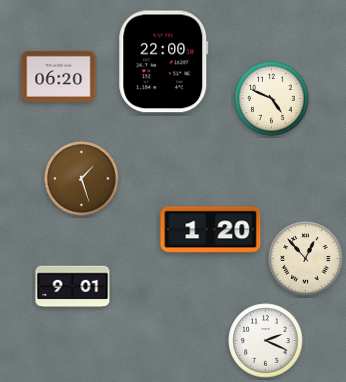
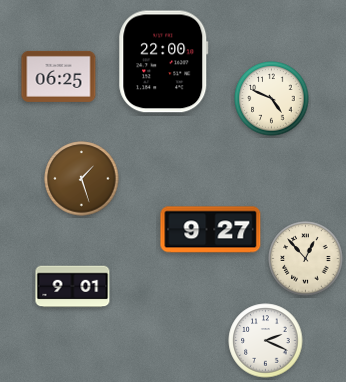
clock at (59, 76): 06:20 -> 06:25
clock at (211, 230): 1:20 -> 9:27
